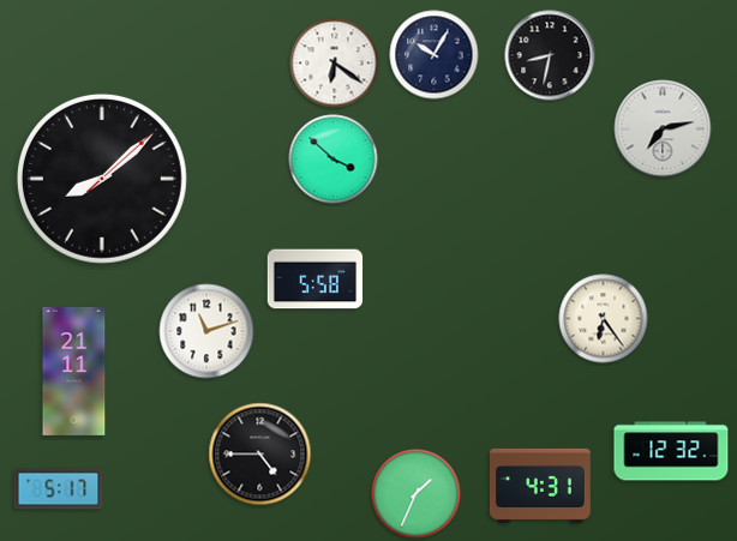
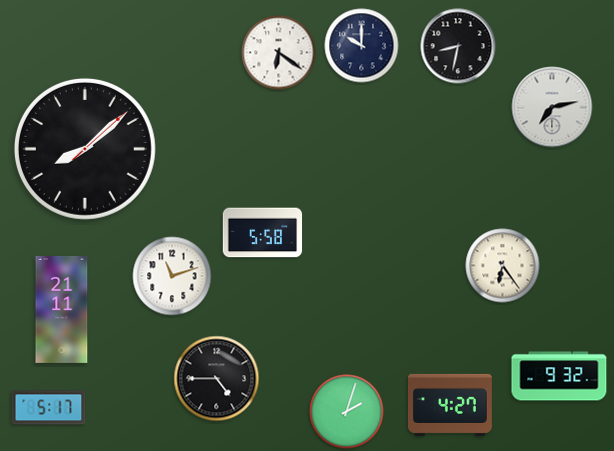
clock at (435, 55): 10:05 -> 10:00
clock at (334, 160): 3:52 -> none
clock at (671, 451): 12:32 -> 9:32
clock at (540, 486): 4:31 -> 4:27
clock at (417, 494): 1:34 -> 2:03
